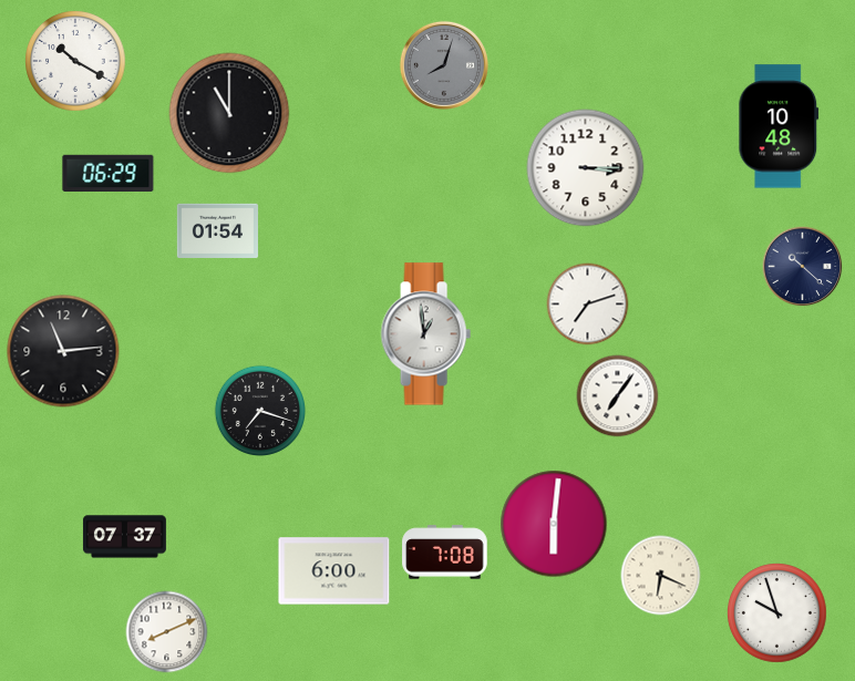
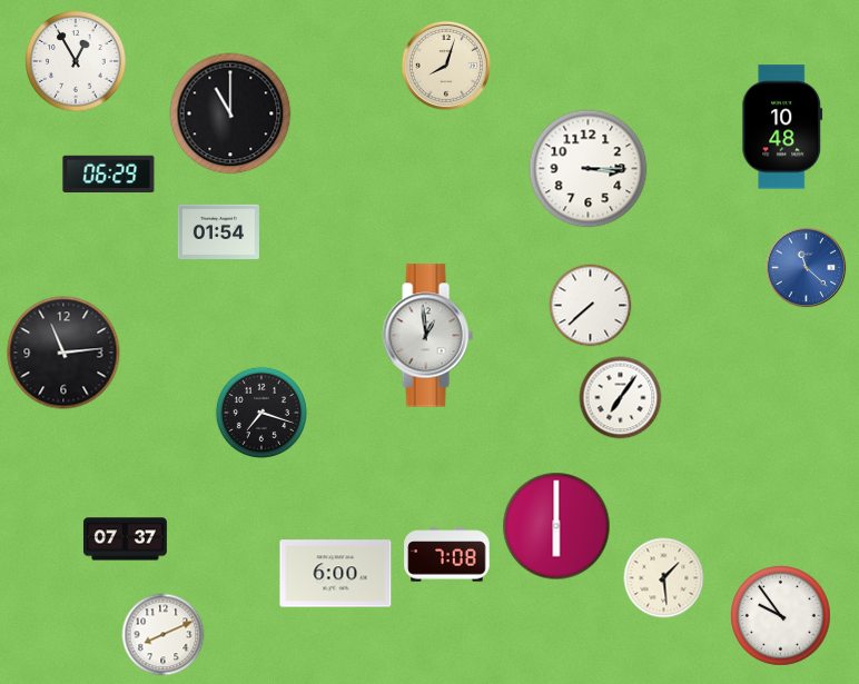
clock at (75, 61): 10:20 -> 12:55
clock at (444, 65) dial: grey -> cream
clock at (803, 267): 10:22 -> 11:22
clock at (803, 267) dial: navy -> blue
clock at (588, 305): 7:12 -> 7:38
clock at (554, 524): 6:01 -> 6:00
clock at (661, 576): 6:19 -> 1:29
clock at (777, 613): 9:57 -> 9:54
clock at (167, 632) position: (167, 632) -> (164, 635)
